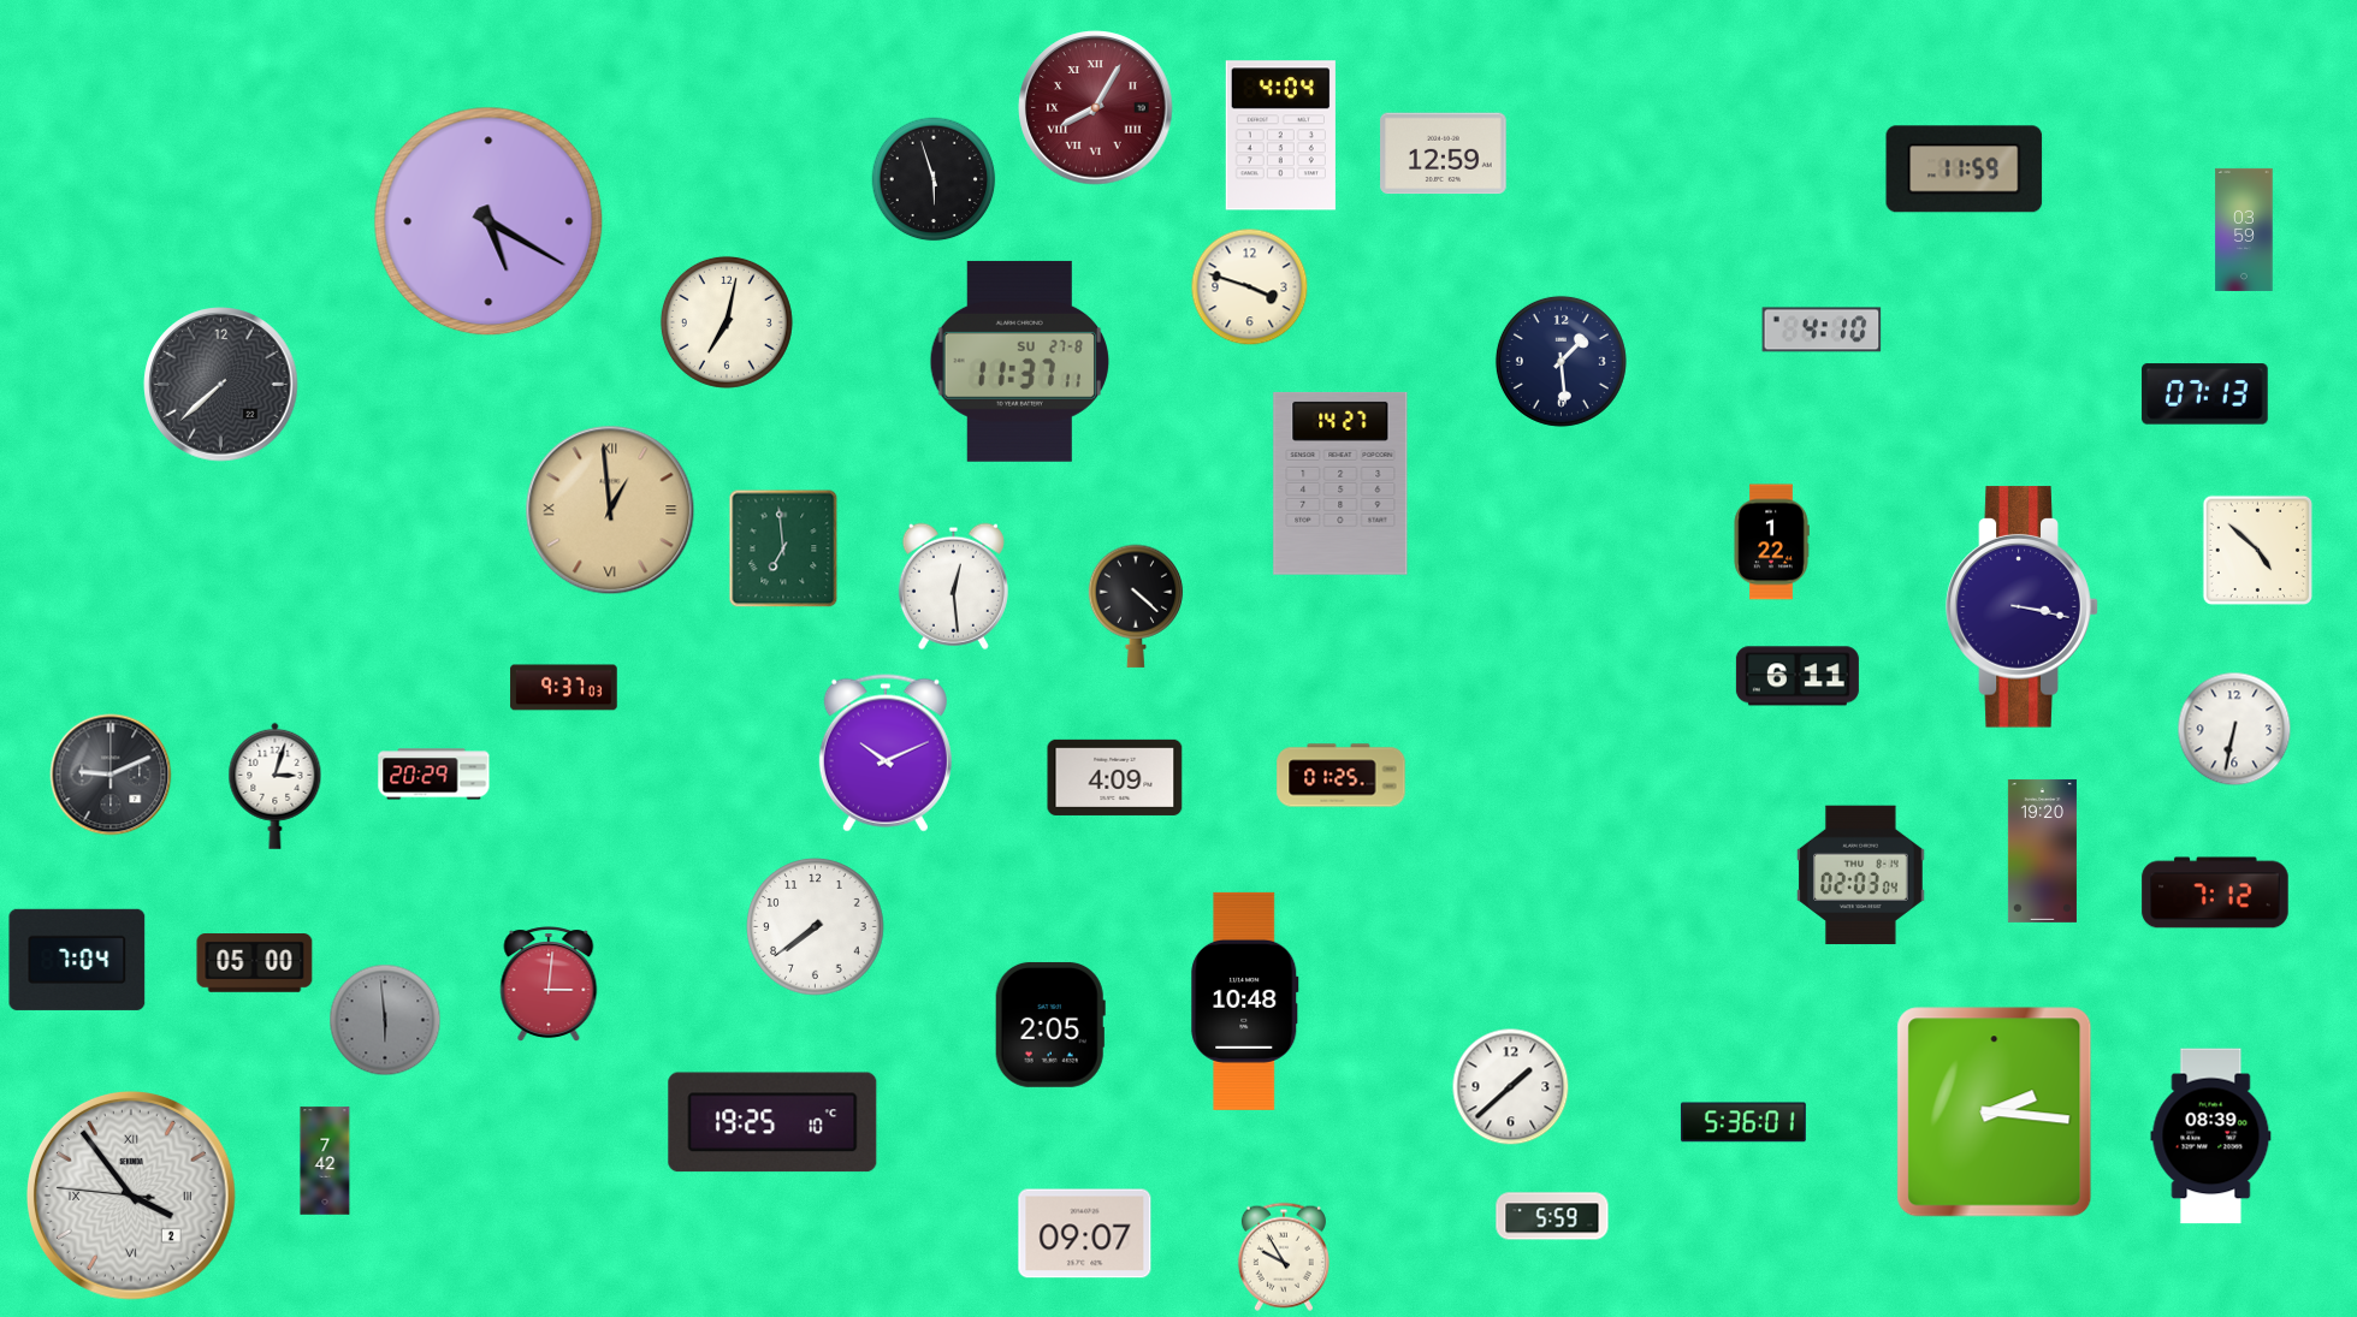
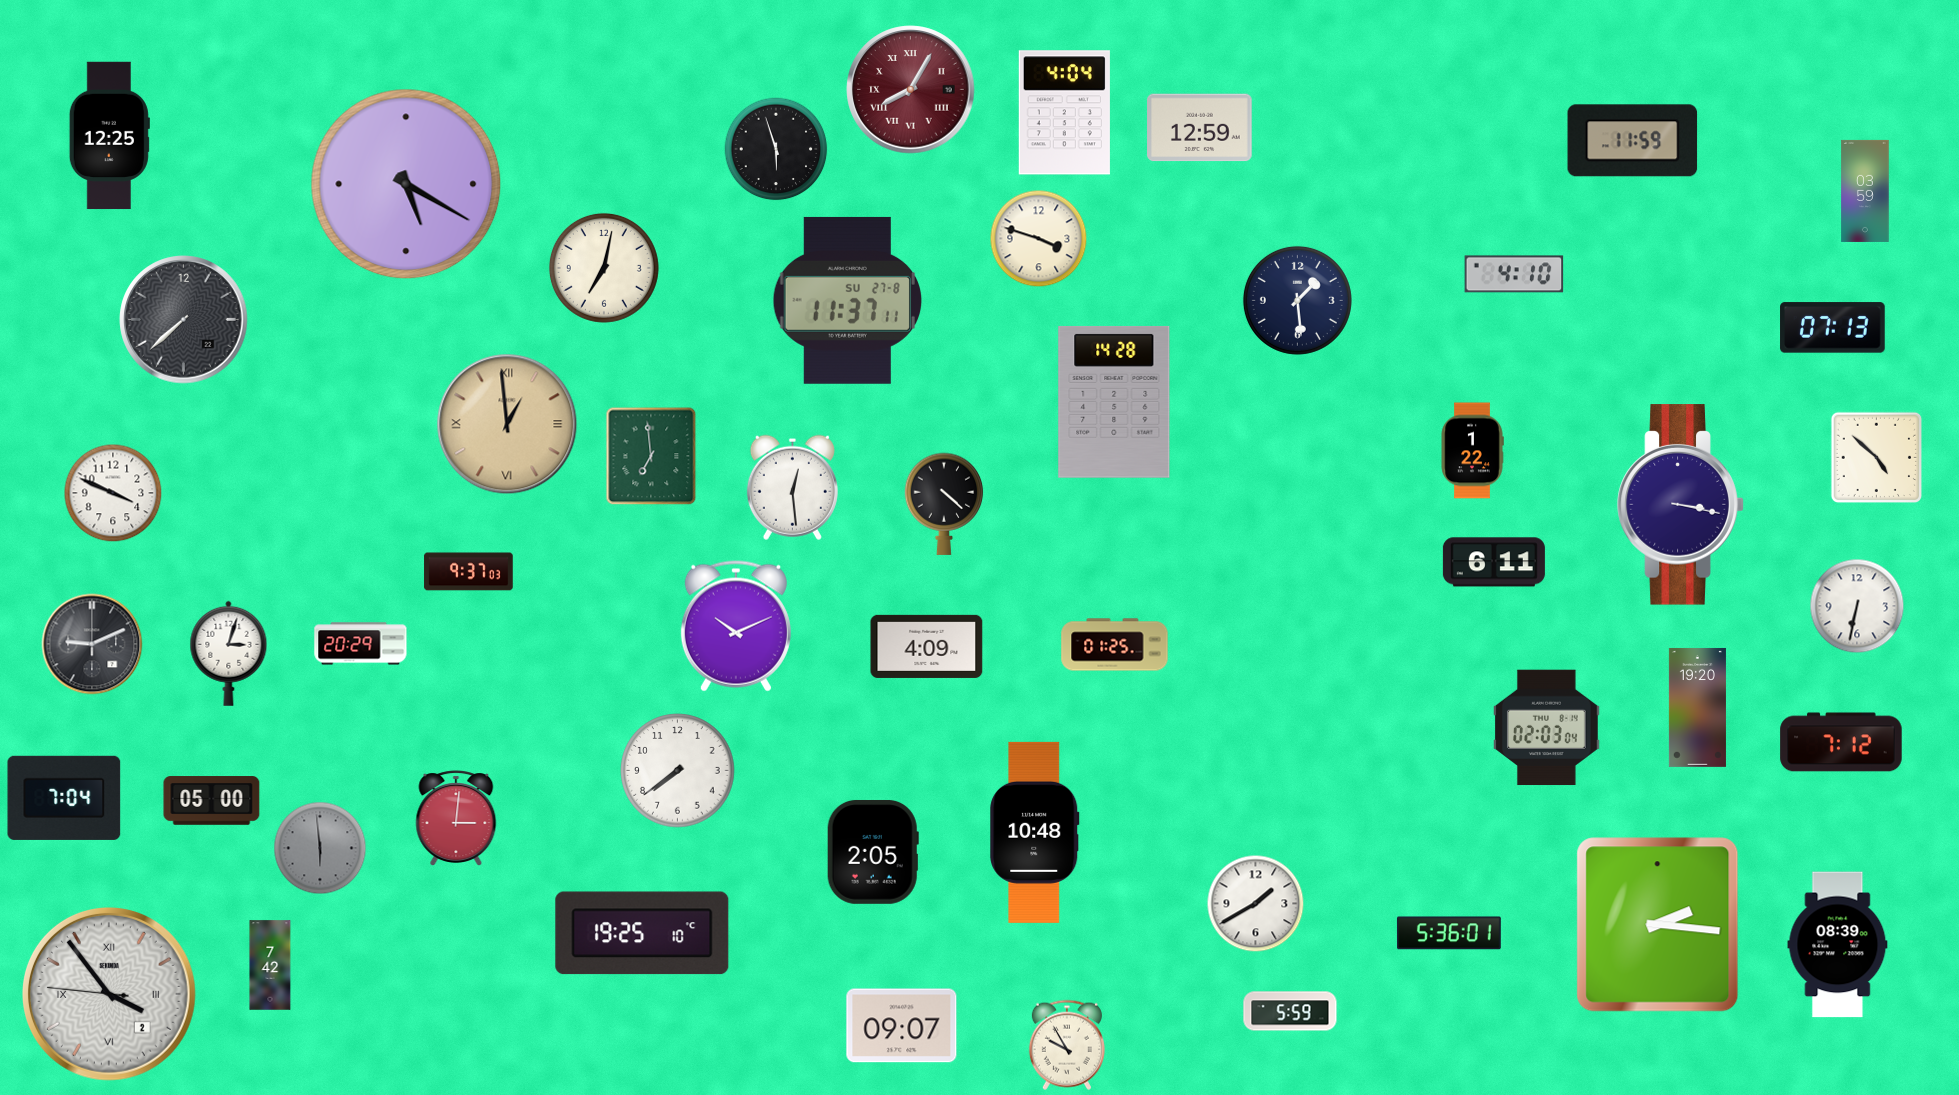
clock at (109, 136): none -> 12:25
clock at (1340, 484): 14:27 -> 14:28
clock at (113, 493): none -> 3:49
clock at (1511, 1087): 1:38 -> 1:40
